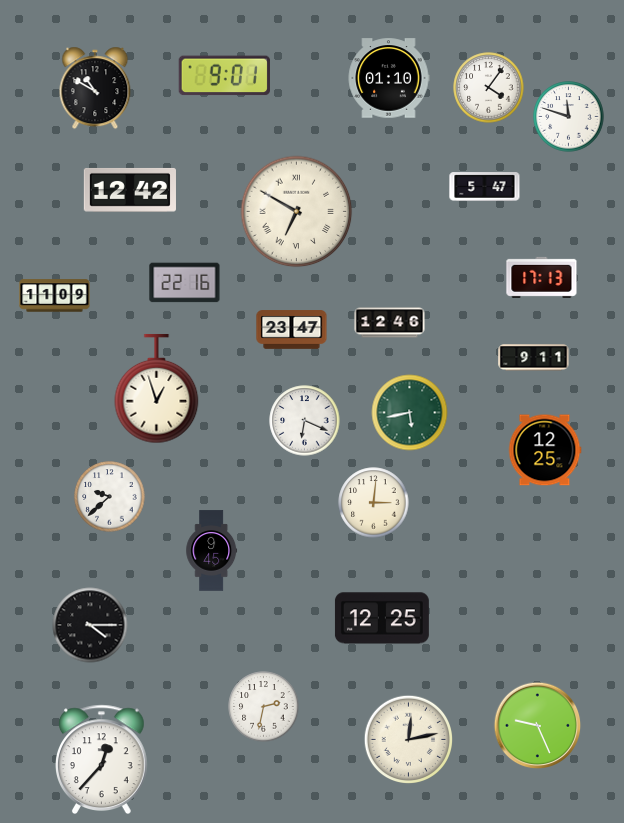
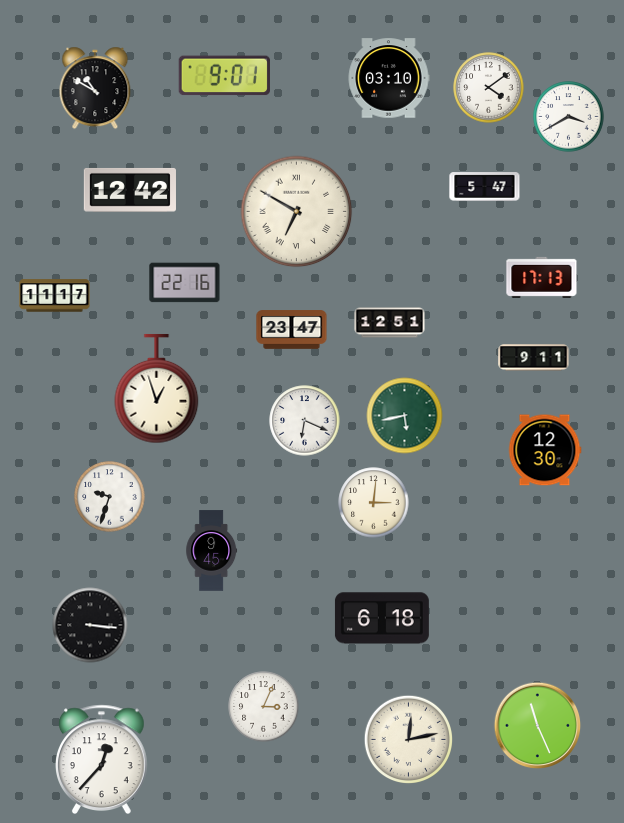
clock at (389, 78): 01:10 -> 03:10
clock at (489, 88): 4:06 -> 4:09
clock at (569, 117): 11:48 -> 3:40
clock at (55, 296): 11:09 -> 11:17
clock at (390, 323): 12:46 -> 12:51
clock at (410, 413) position: (410, 413) -> (405, 416)
clock at (545, 450): 12:25 -> 12:30
clock at (110, 497): 9:38 -> 9:33
clock at (382, 618): 12:25 -> 6:18
clock at (90, 625): 4:15 -> 3:16
clock at (264, 707): 2:32 -> 3:04
clock at (538, 726): 9:26 -> 11:26
